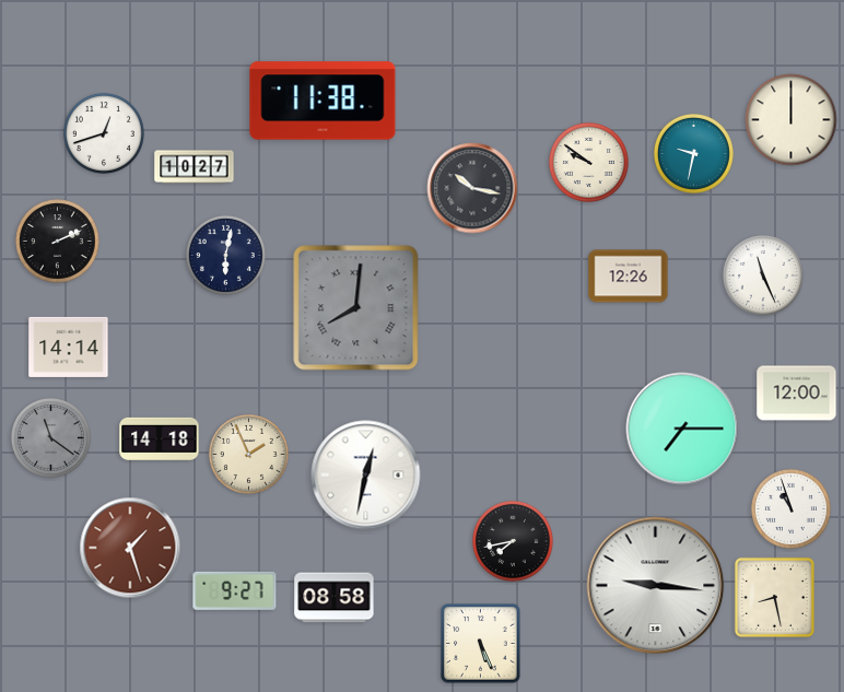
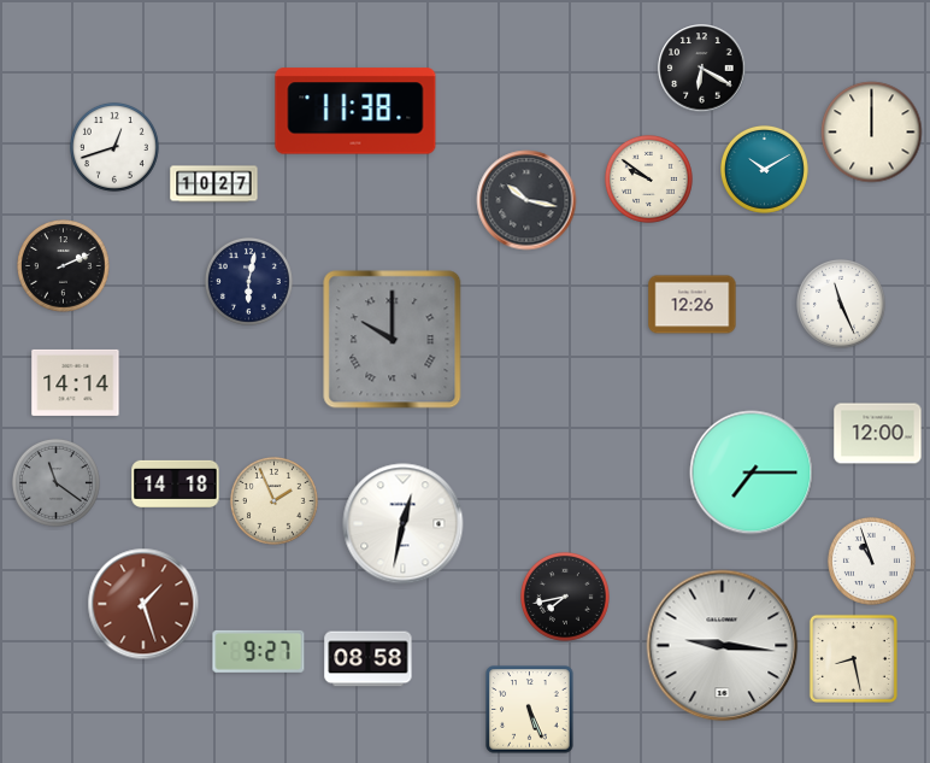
clock at (702, 69): none -> 6:20
clock at (693, 153): 9:32 -> 10:10
clock at (472, 188) position: (472, 188) -> (526, 200)
clock at (356, 308): 8:01 -> 10:00
